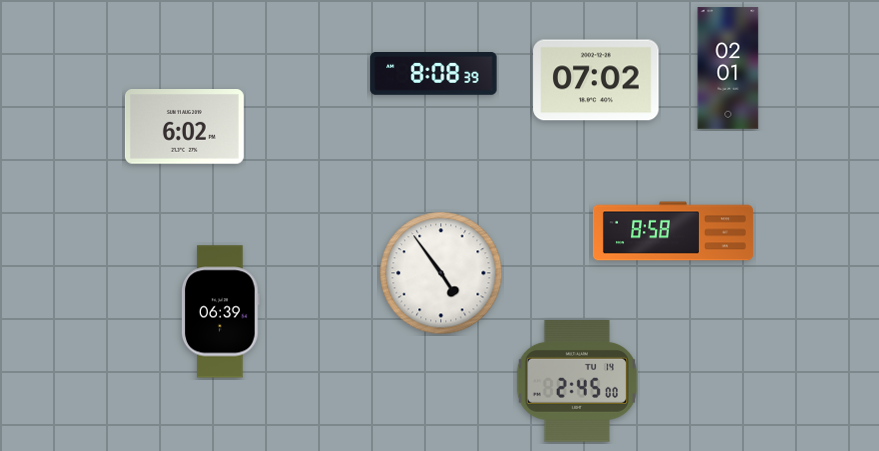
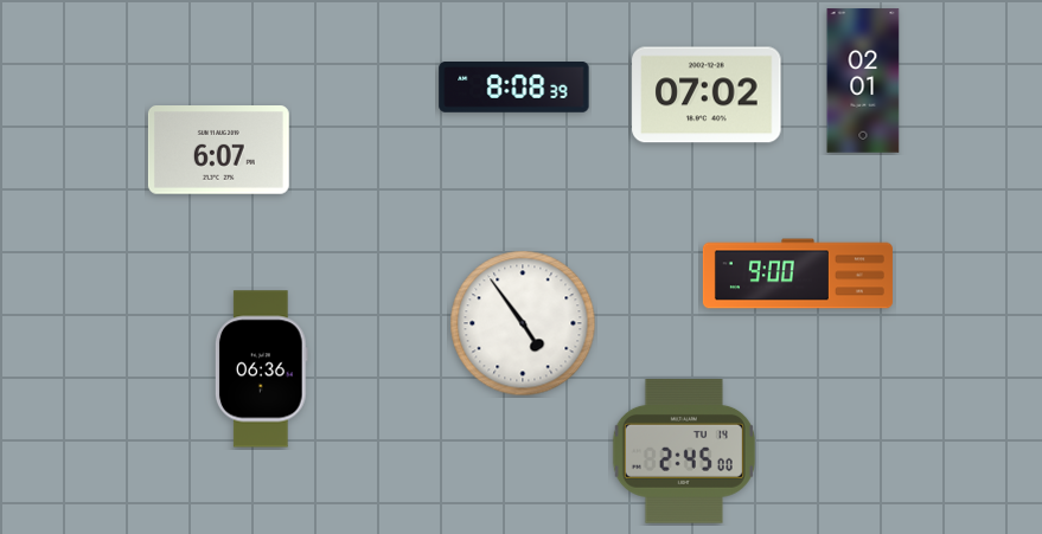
clock at (184, 127): 6:02 -> 6:07
clock at (673, 231): 8:58 -> 9:00
clock at (220, 312): 06:39 -> 06:36
